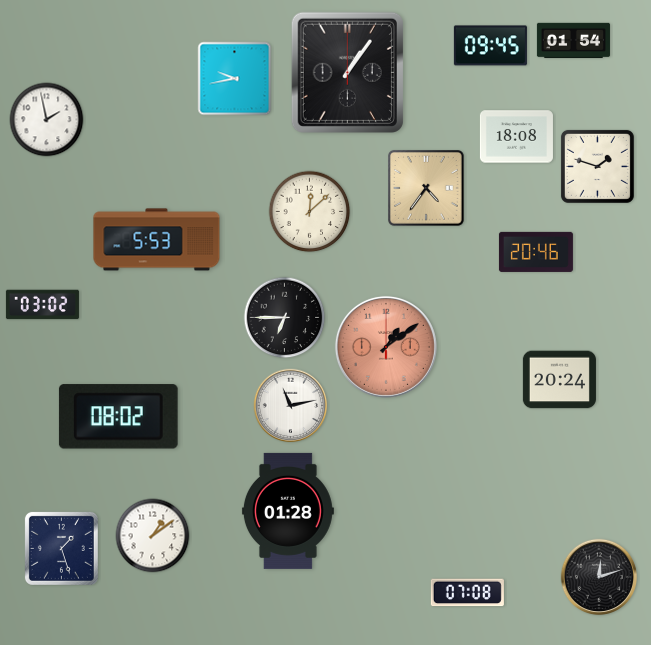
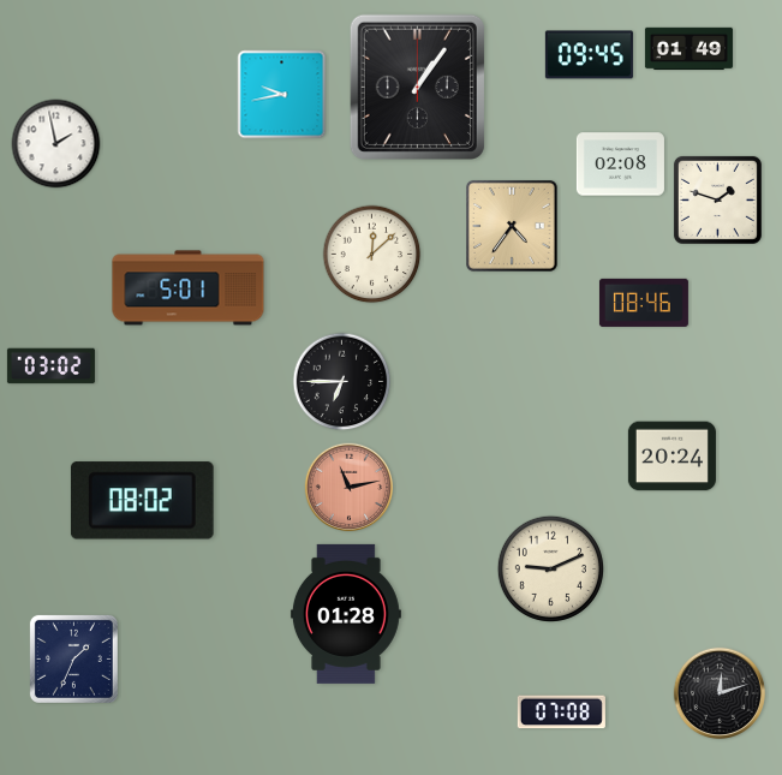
clock at (573, 41): 01:54 -> 01:49
clock at (516, 137): 18:08 -> 02:08
clock at (157, 240): 5:53 -> 5:01
clock at (536, 252): 20:46 -> 08:46
clock at (386, 347): 1:09 -> none
clock at (291, 406) dial: white -> salmon
clock at (550, 568): none -> 9:11
clock at (153, 536): 1:09 -> none
clock at (61, 548): 1:27 -> 1:34
